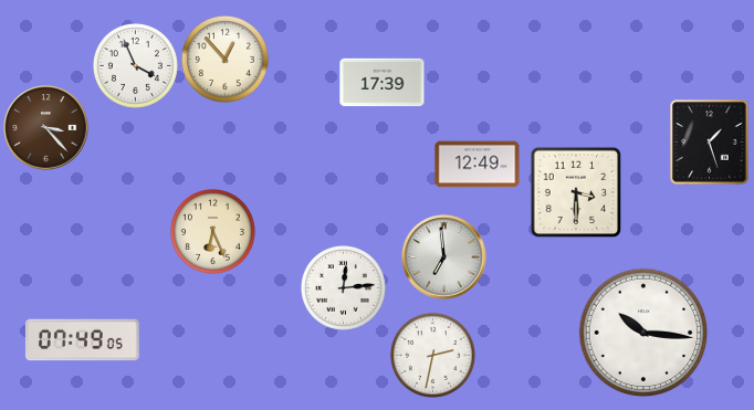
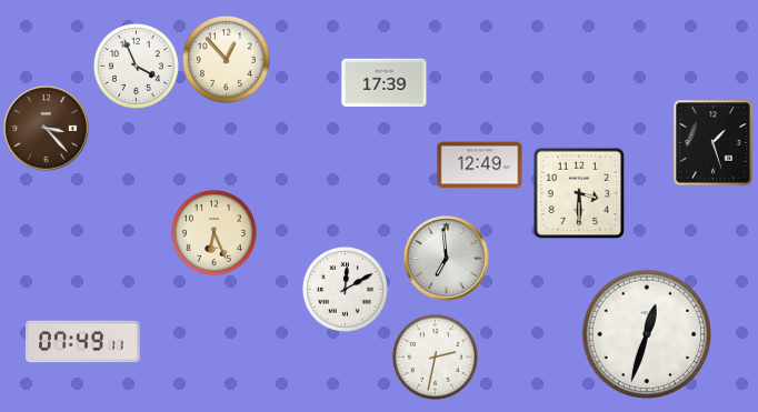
clock at (343, 287): 12:14 -> 12:10
clock at (643, 333): 10:16 -> 12:33
clock at (82, 340): 07:49:05 -> 07:49:11
